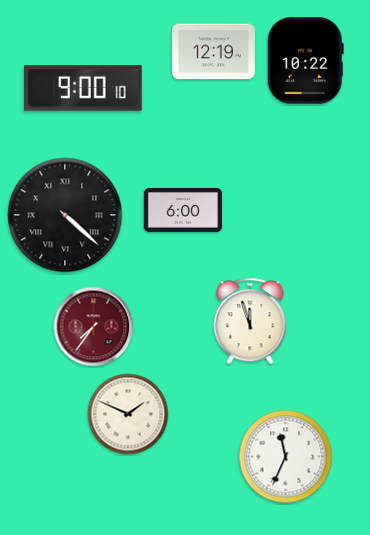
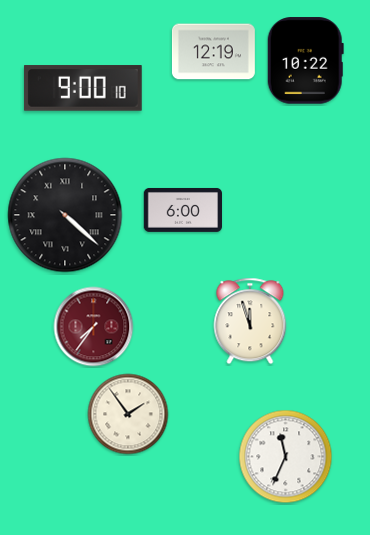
clock at (128, 414): 1:49 -> 1:54
